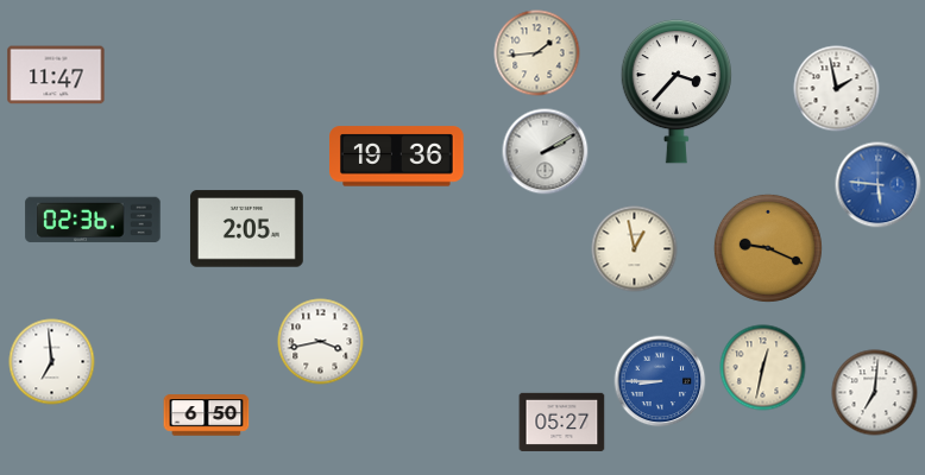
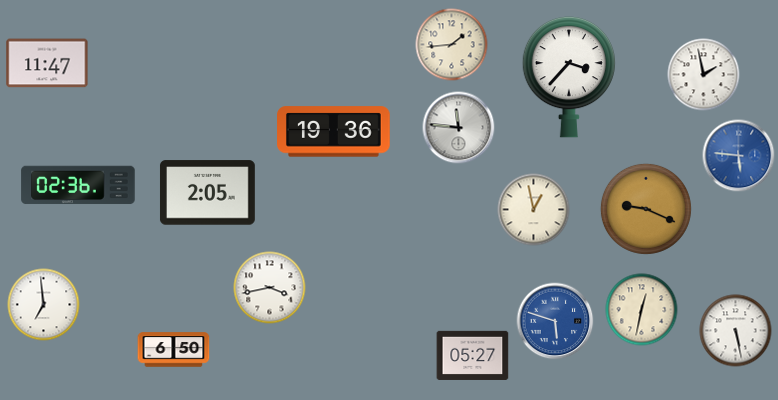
clock at (546, 152): 2:10 -> 11:46
clock at (660, 381): 8:45 -> 5:48
clock at (875, 393): 7:01 -> 5:28
